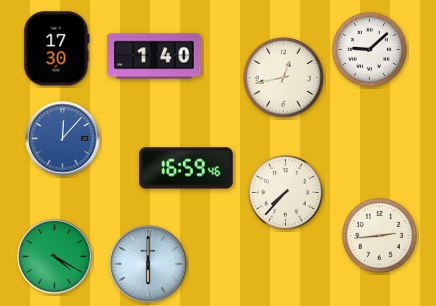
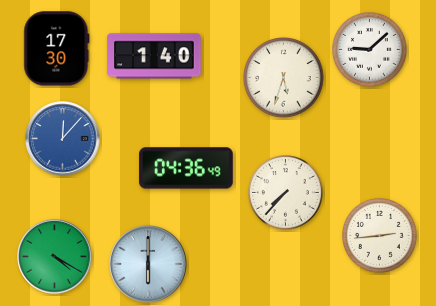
clock at (284, 78): 12:43 -> 5:33
clock at (186, 168): 16:59 -> 04:36
